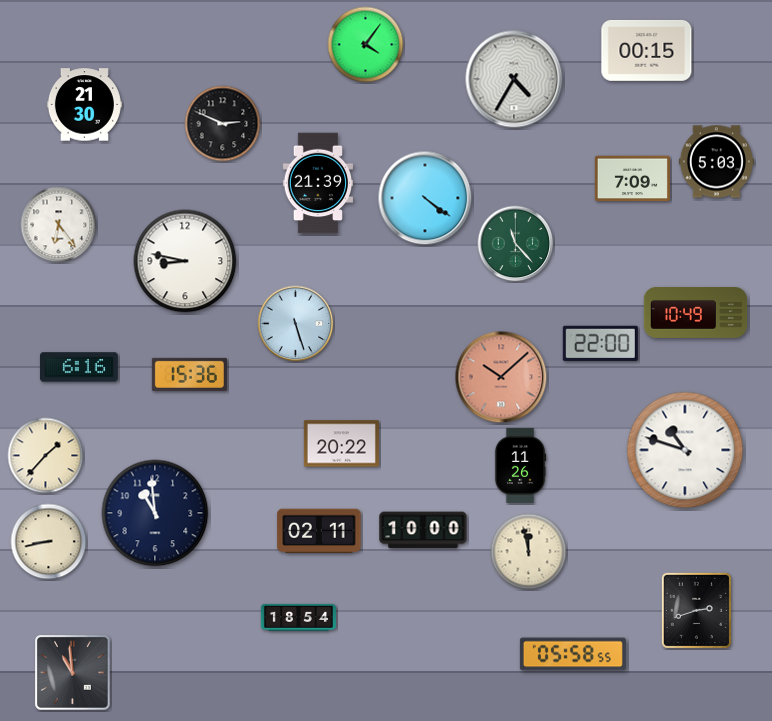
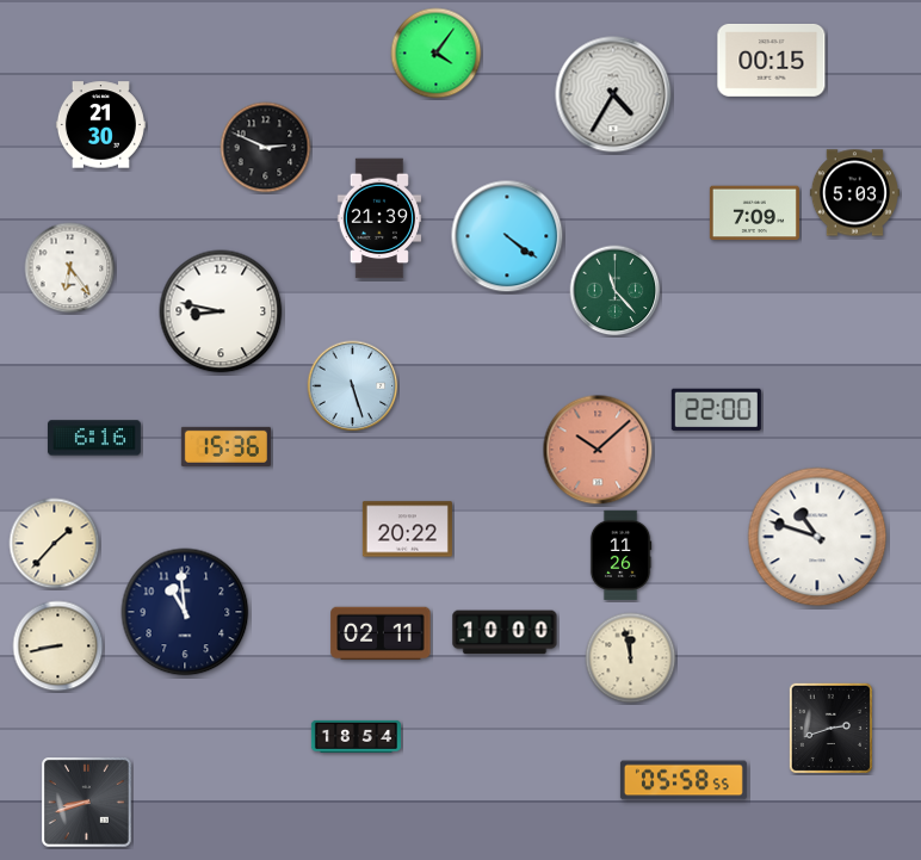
clock at (696, 313): 10:49 -> none
clock at (73, 673): 10:59 -> 8:42
